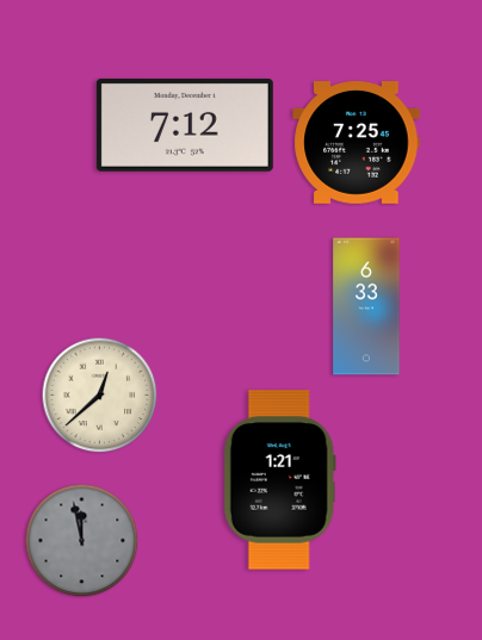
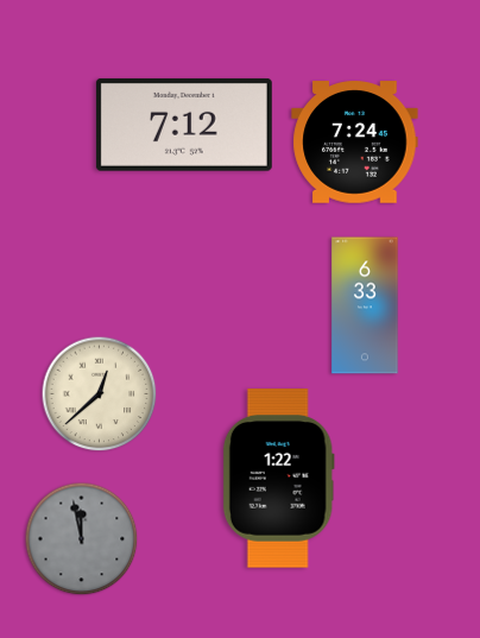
clock at (357, 143): 7:25 -> 7:24
clock at (279, 480): 1:21 -> 1:22
